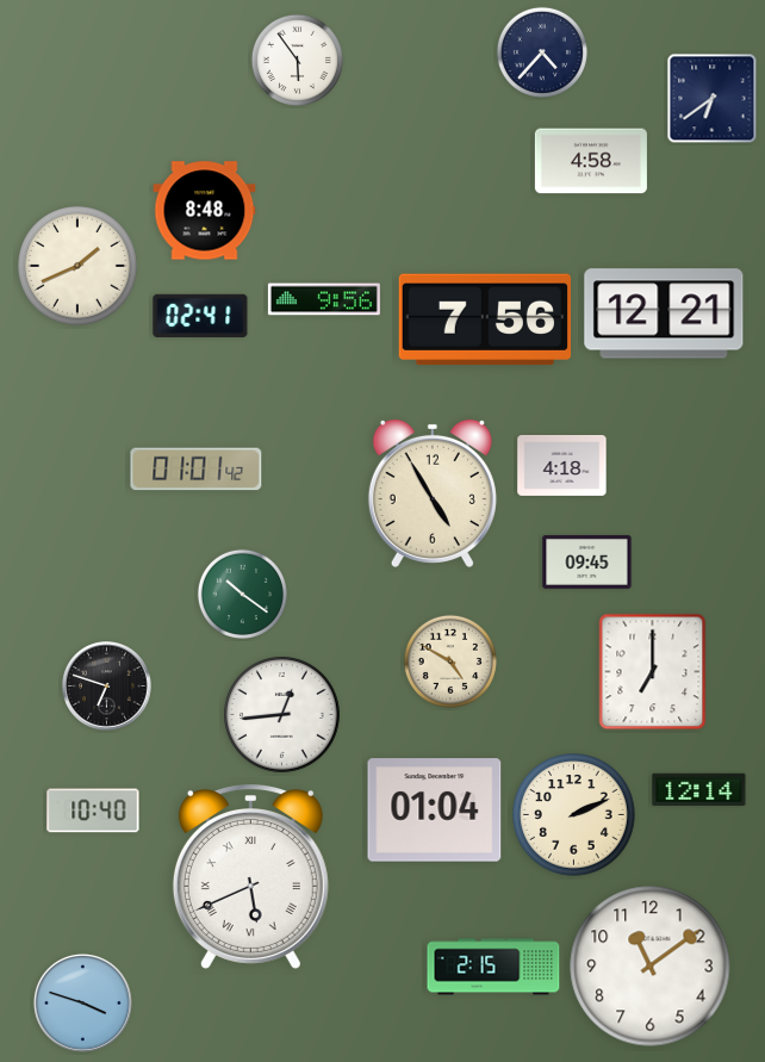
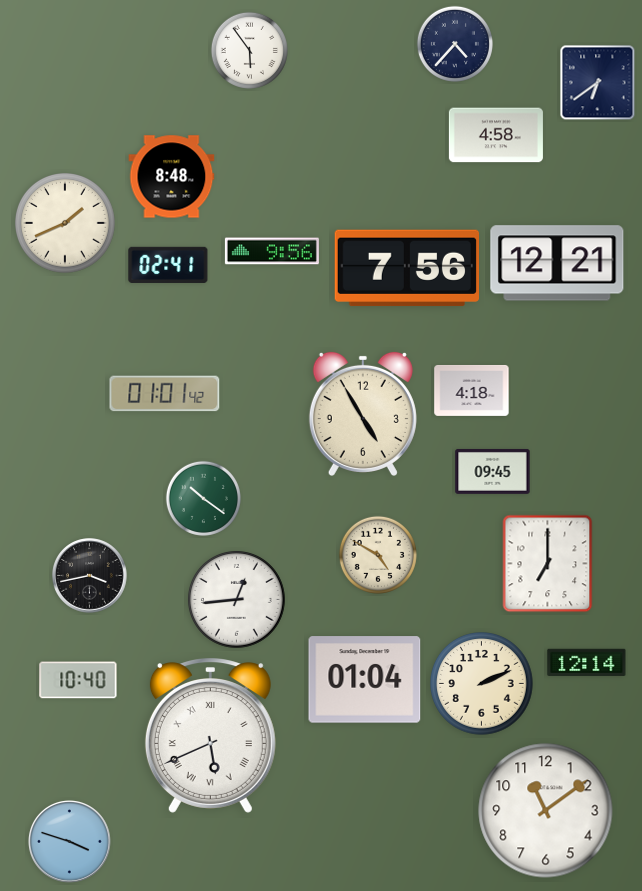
clock at (107, 687): 6:48 -> 3:43
clock at (493, 967): 2:15 -> none
